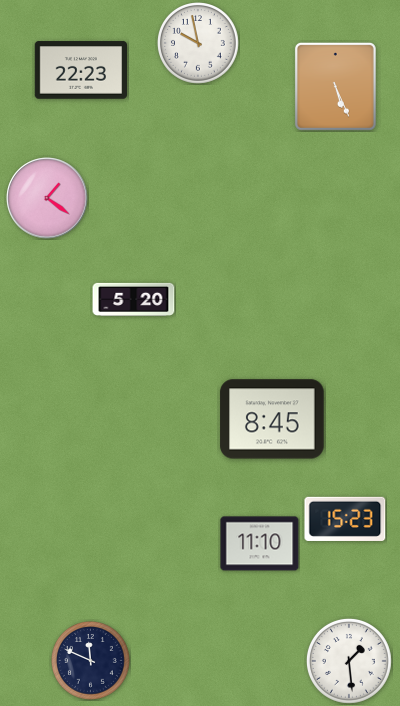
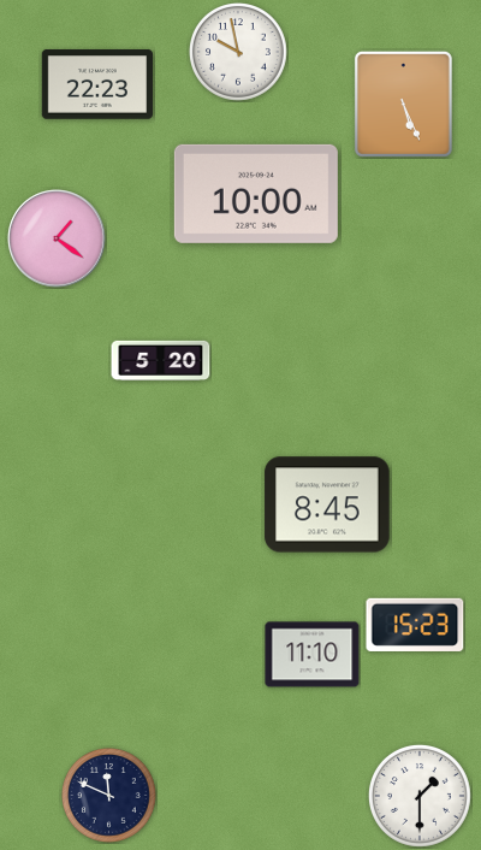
clock at (256, 194): none -> 10:00
clock at (349, 661): 1:29 -> 1:30
